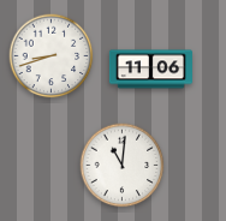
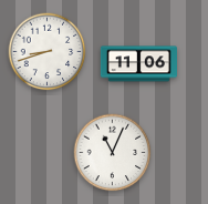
clock at (123, 166): 11:01 -> 11:04
